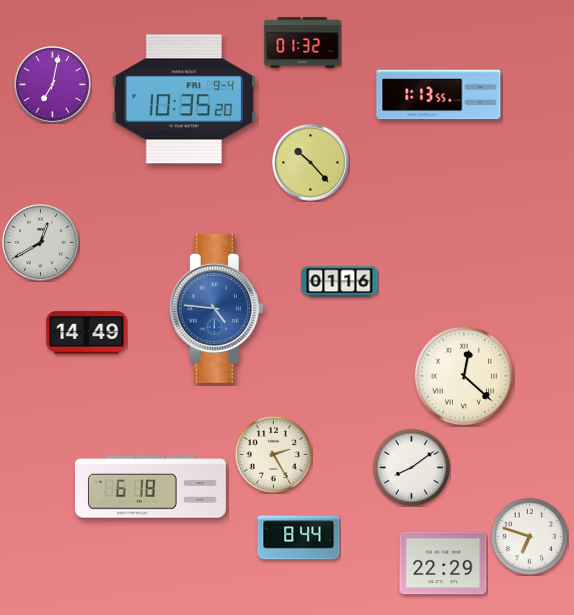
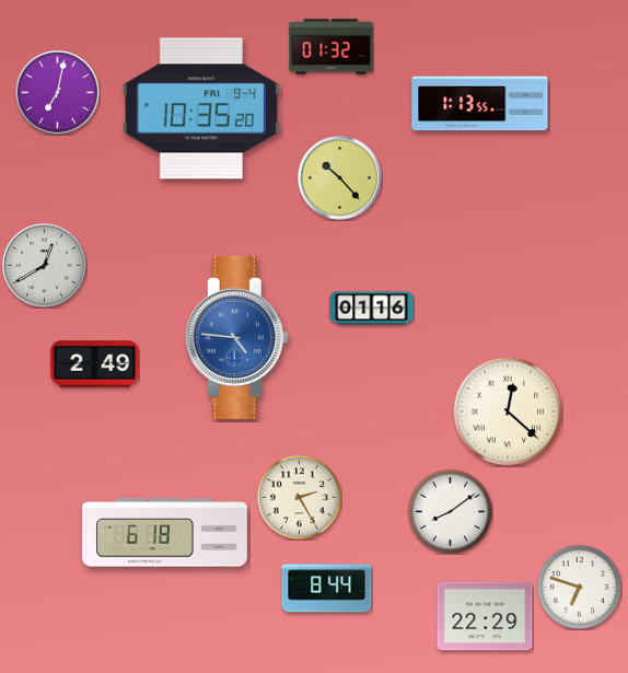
clock at (87, 333): 14:49 -> 2:49
